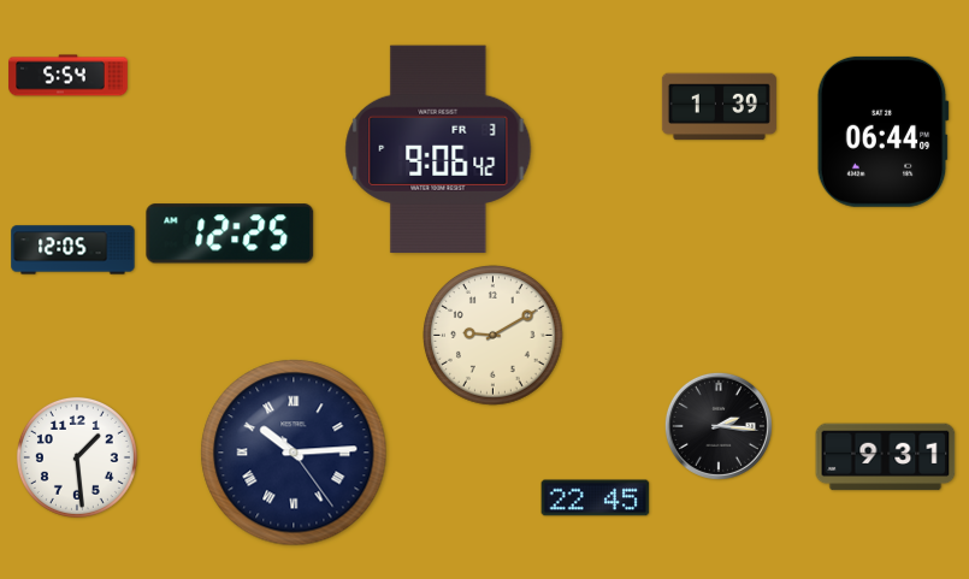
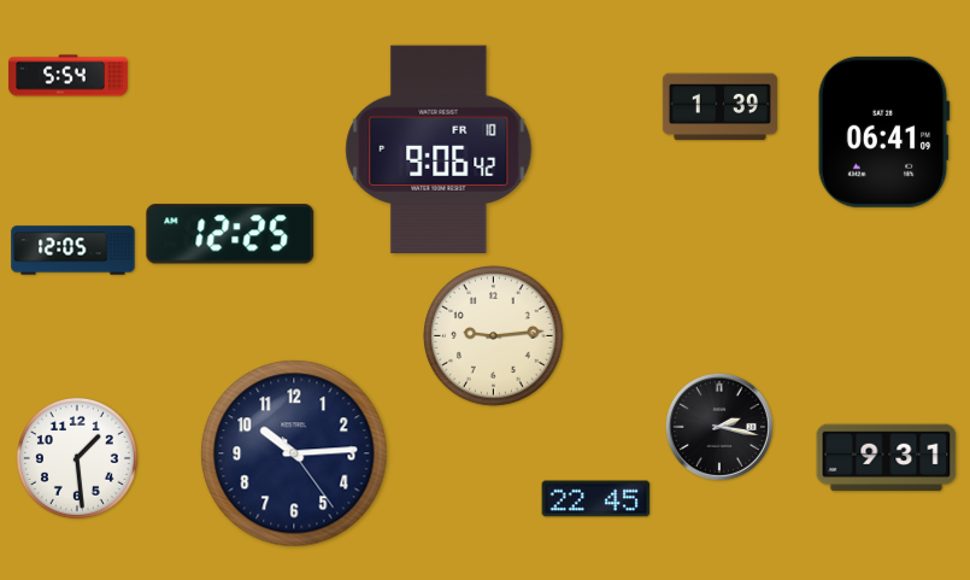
clock at (882, 131): 06:44 -> 06:41
clock at (438, 149) date: FR 3 -> FR 10
clock at (494, 336): 9:10 -> 9:14
clock at (719, 426): 2:16 -> 2:17
clock at (294, 453) numerals: Roman -> Arabic
